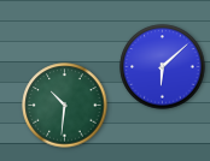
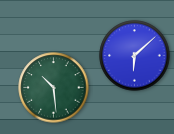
clock at (65, 106): 10:31 -> 10:29
